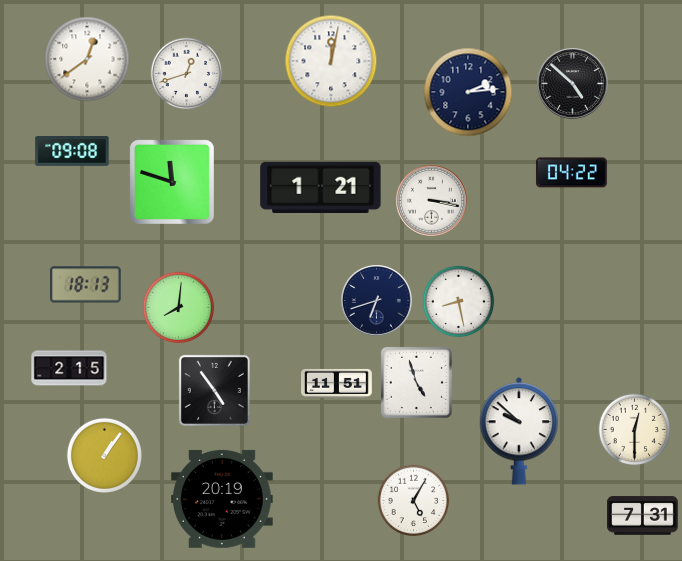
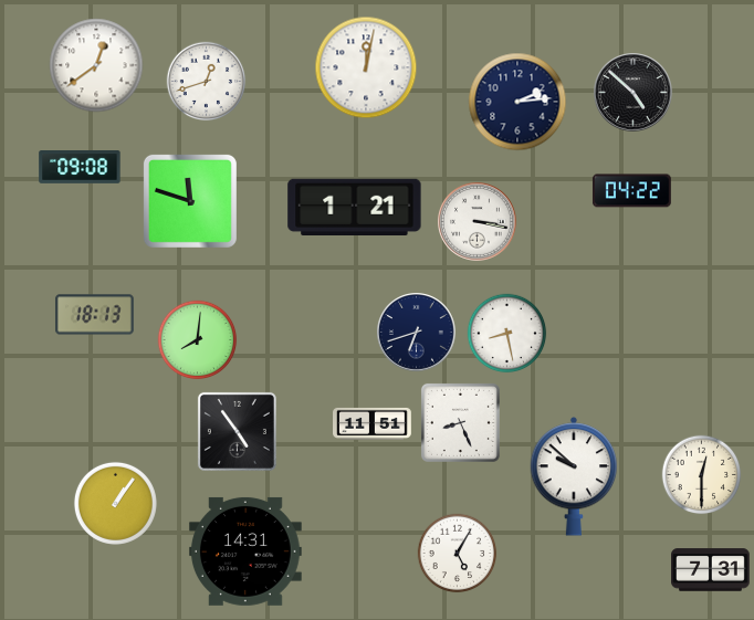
clock at (69, 368): 2:15 -> none
clock at (416, 382): 4:57 -> 8:26
clock at (222, 499): 20:19 -> 14:31
